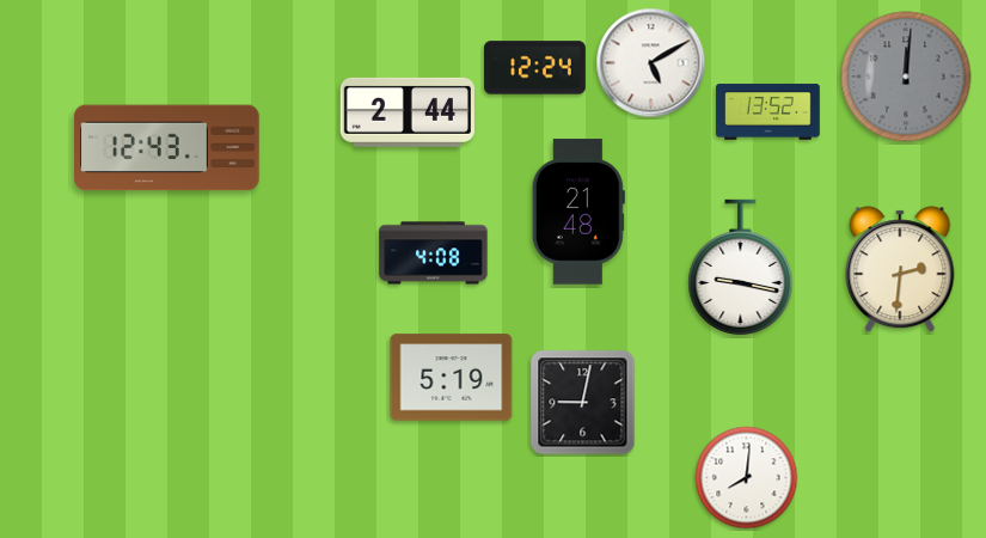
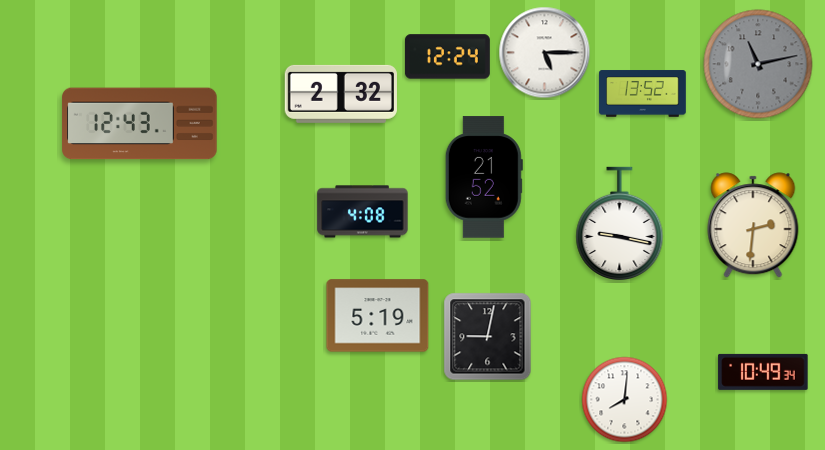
clock at (651, 63): 5:10 -> 5:15
clock at (906, 77): 12:01 -> 11:13
clock at (408, 112): 2:44 -> 2:32
clock at (578, 212): 21:48 -> 21:52
clock at (763, 372): none -> 10:49
